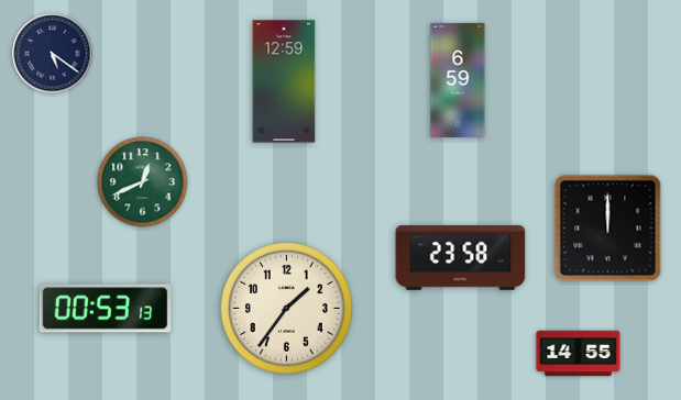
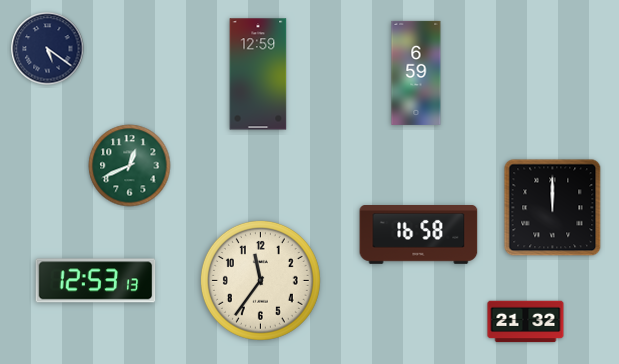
clock at (461, 258): 23:58 -> 16:58
clock at (286, 308): 1:36 -> 11:36
clock at (106, 309): 00:53 -> 12:53
clock at (579, 354): 14:55 -> 21:32
